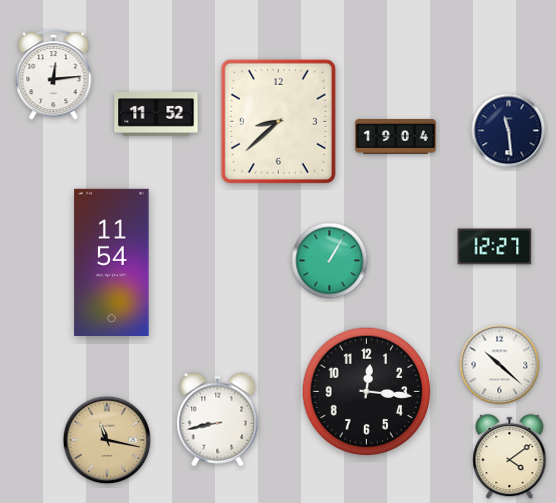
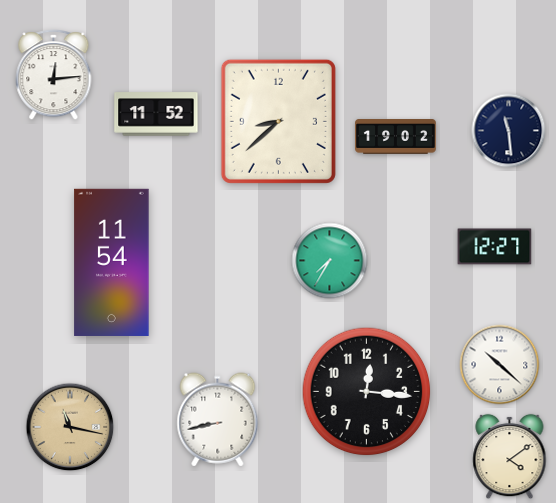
clock at (396, 137): 19:04 -> 19:02
clock at (330, 261): 1:05 -> 7:35
clock at (107, 440) position: (107, 440) -> (70, 427)
